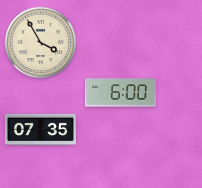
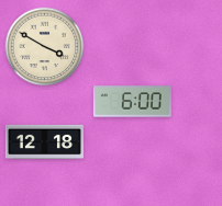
clock at (41, 43): 3:55 -> 3:50
clock at (40, 130): 07:35 -> 12:18
